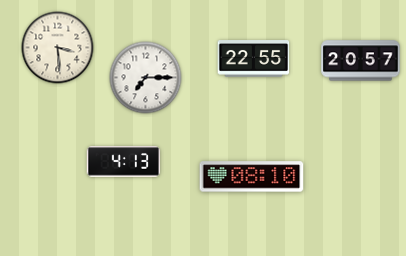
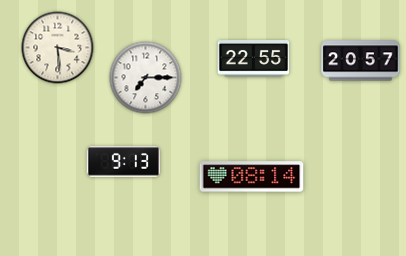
clock at (124, 162): 4:13 -> 9:13
clock at (252, 177): 08:10 -> 08:14
